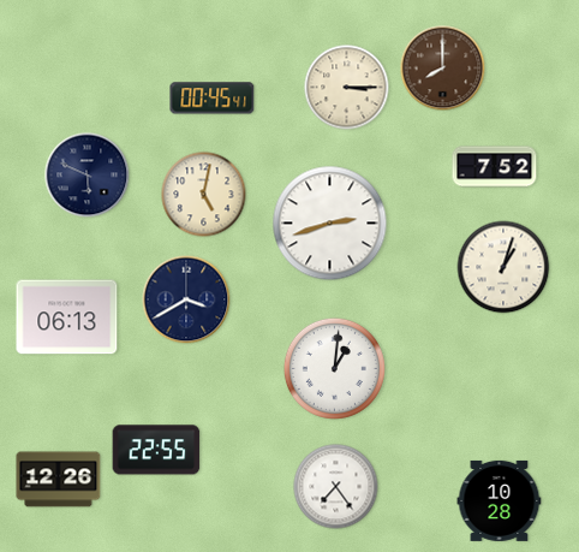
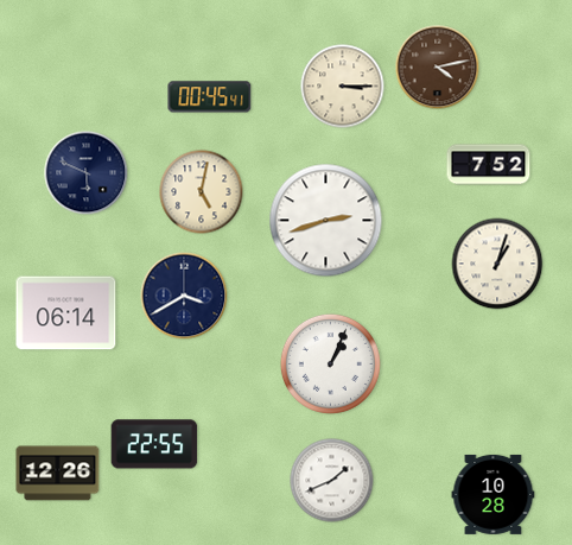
clock at (443, 69): 8:00 -> 4:13
clock at (67, 317): 06:13 -> 06:14
clock at (334, 368): 1:01 -> 1:04
clock at (336, 487): 7:24 -> 1:41
